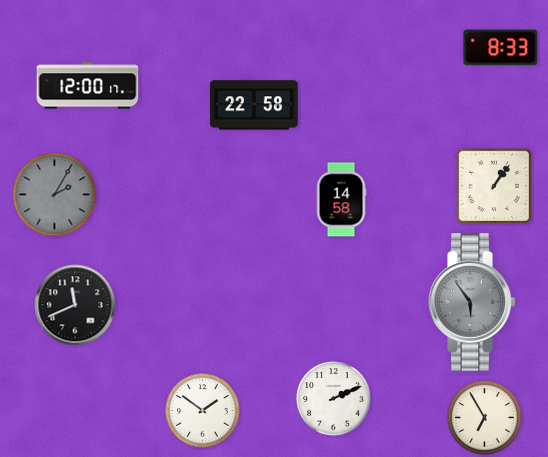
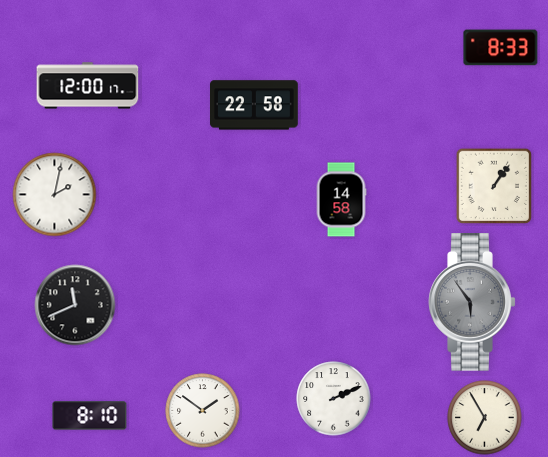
clock at (55, 195): 2:05 -> 2:02
clock at (55, 195) dial: grey -> white
clock at (90, 416): none -> 8:10
